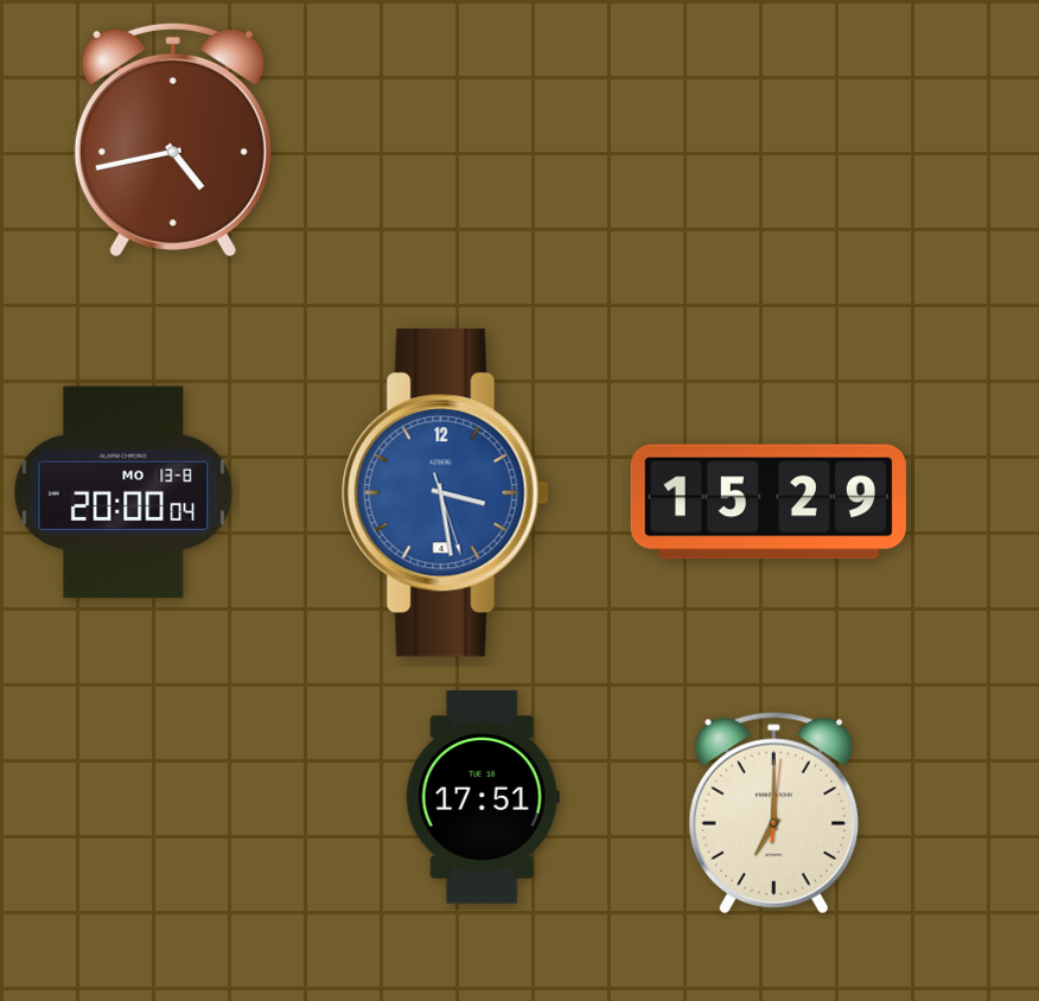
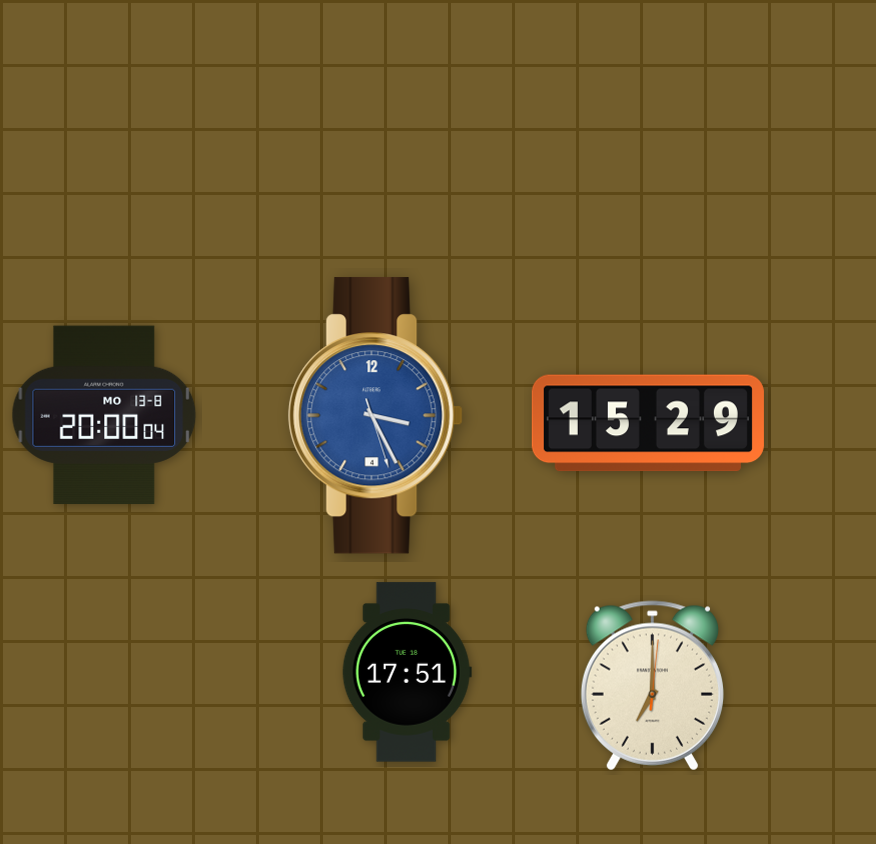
clock at (173, 140): 4:43 -> none
clock at (445, 493): 3:28 -> 3:25
